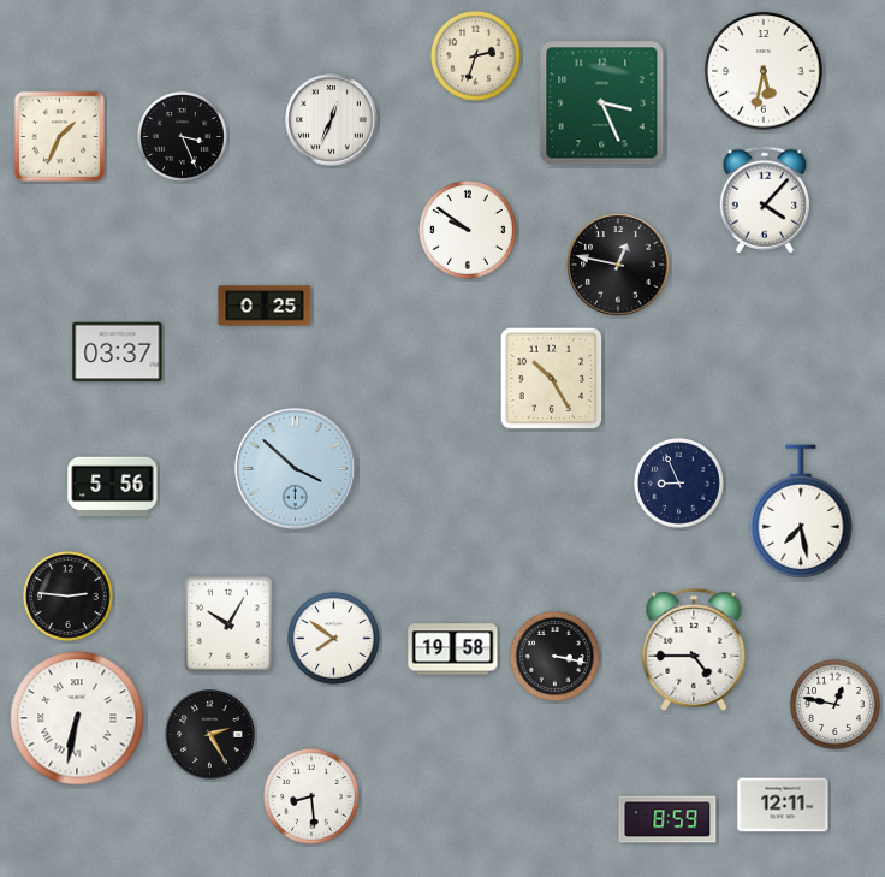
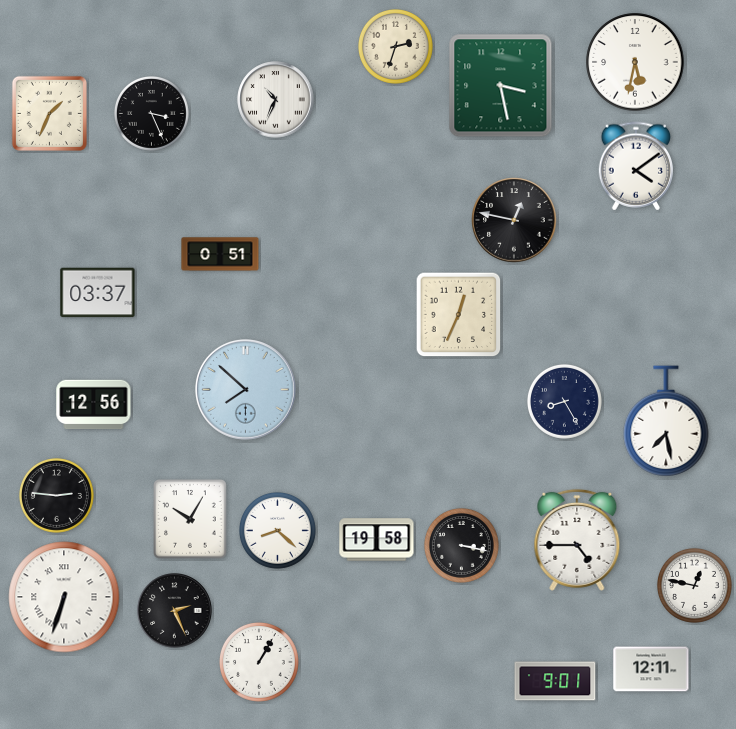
clock at (764, 71) position: (764, 71) -> (635, 62)
clock at (602, 103): 3:26 -> 3:28
clock at (332, 120): 12:34 -> 10:34
clock at (765, 200): 4:07 -> 4:09
clock at (469, 231): 9:51 -> none
clock at (265, 306): 0:25 -> 0:51
clock at (552, 379): 10:25 -> 12:34
clock at (296, 469): 3:52 -> 7:52
clock at (678, 482): 8:56 -> 8:25
clock at (113, 487): 5:56 -> 12:56
clock at (801, 511) position: (801, 511) -> (666, 421)
clock at (333, 638): 7:51 -> 8:22
clock at (77, 718): 6:32 -> 6:33
clock at (210, 735): 2:25 -> 2:26
clock at (313, 798): 8:29 -> 1:05
clock at (667, 819): 8:59 -> 9:01
